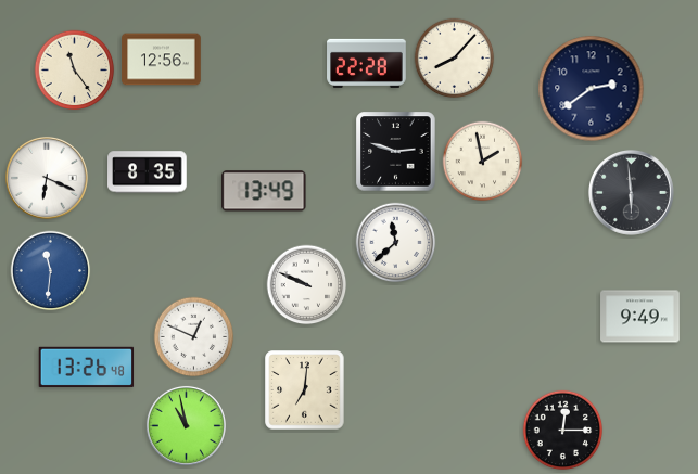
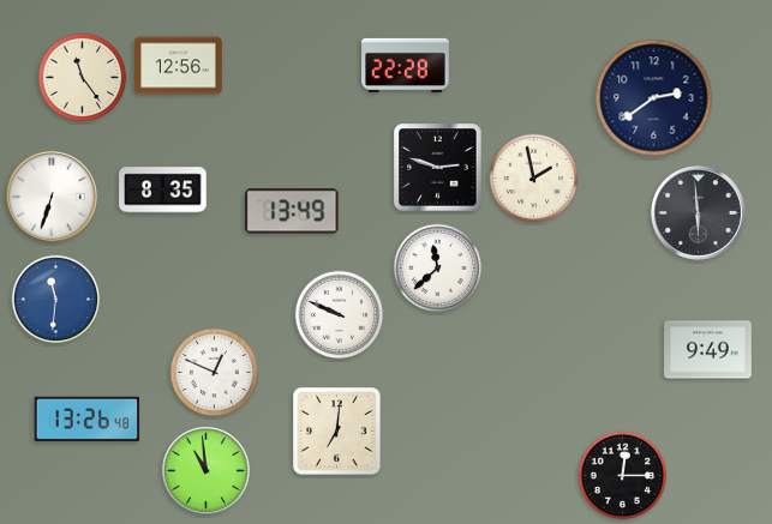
clock at (455, 59): 8:07 -> none
clock at (367, 63) position: (367, 63) -> (406, 65)
clock at (47, 178): 6:19 -> 6:33
clock at (87, 367) position: (87, 367) -> (88, 418)
clock at (186, 425): 10:58 -> 10:59
